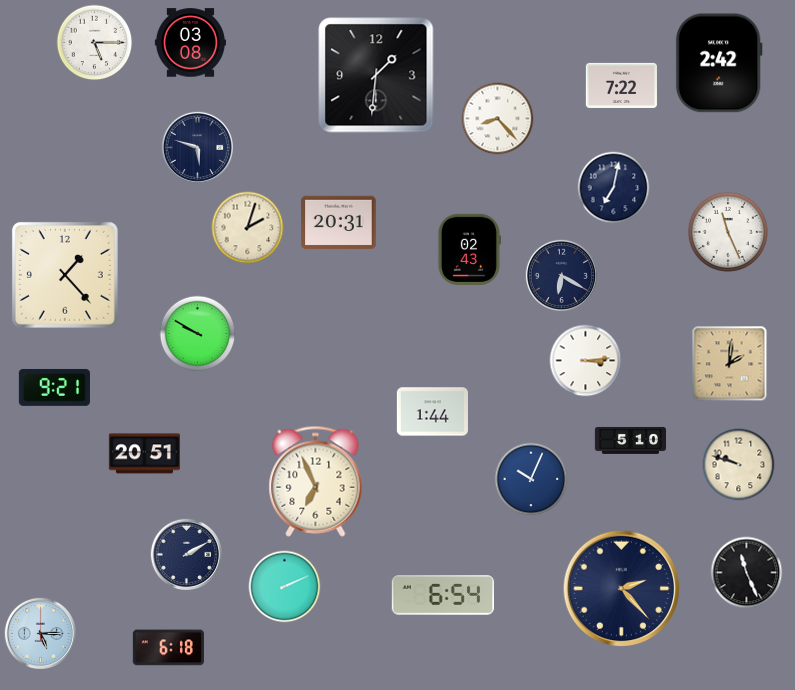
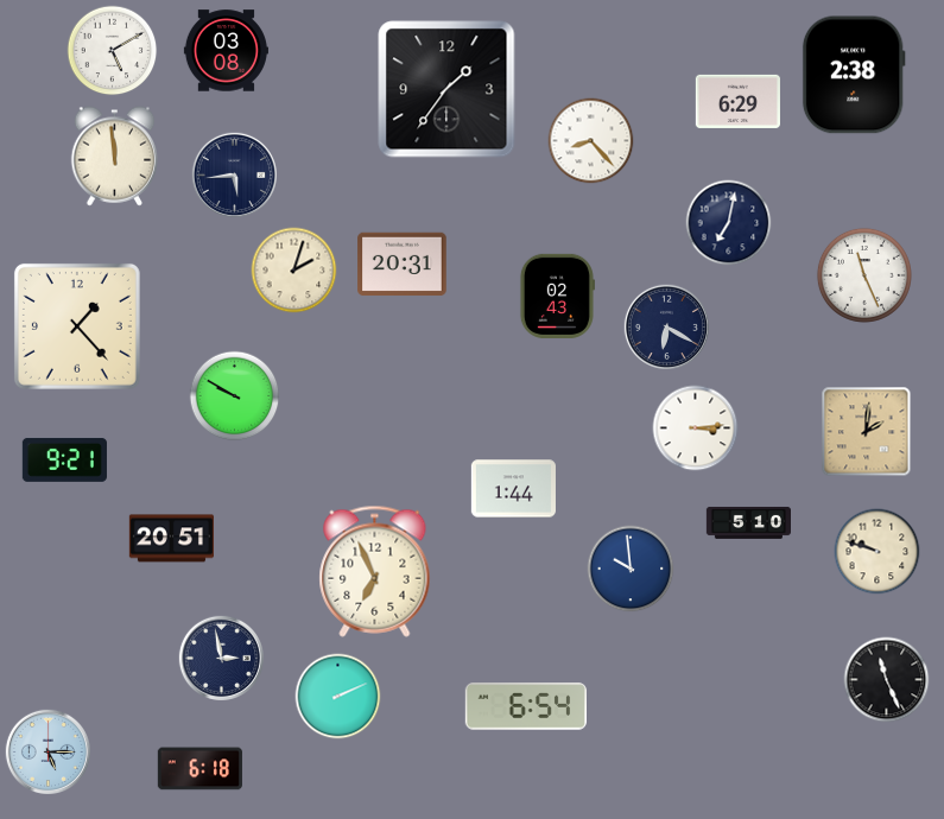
clock at (95, 43): 5:15 -> 5:10
clock at (719, 63): 2:42 -> 2:38
clock at (376, 75): 1:31 -> 1:36
clock at (621, 85): 7:22 -> 6:29
clock at (115, 157): none -> 11:59
clock at (197, 147): 5:48 -> 5:44
clock at (531, 479): 10:04 -> 9:59
clock at (186, 554): 2:10 -> 2:58
clock at (622, 589): 2:23 -> none
